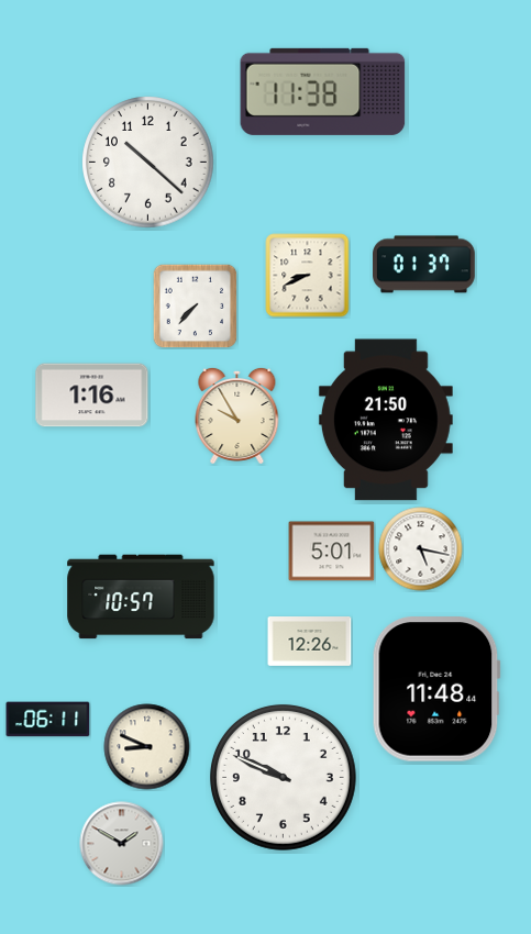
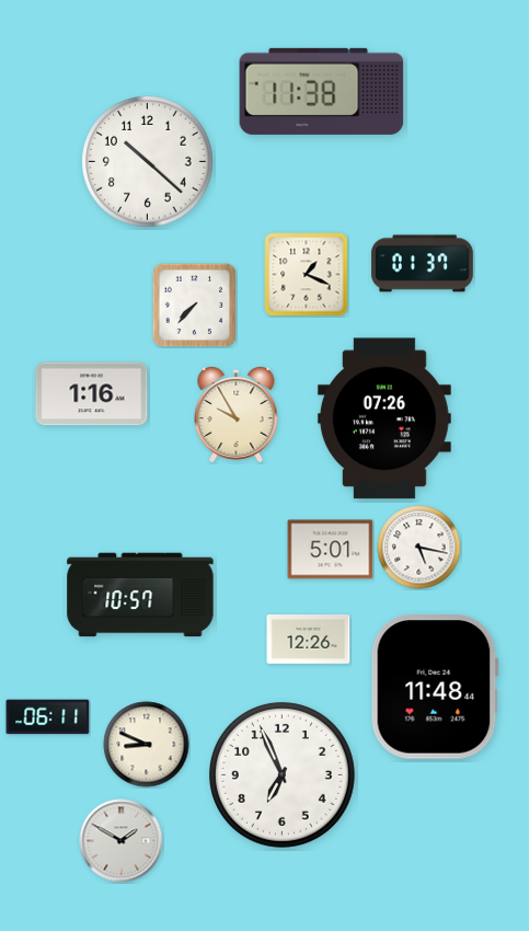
clock at (308, 276): 8:41 -> 1:19
clock at (386, 420): 21:50 -> 07:26
clock at (283, 777): 9:49 -> 6:56
